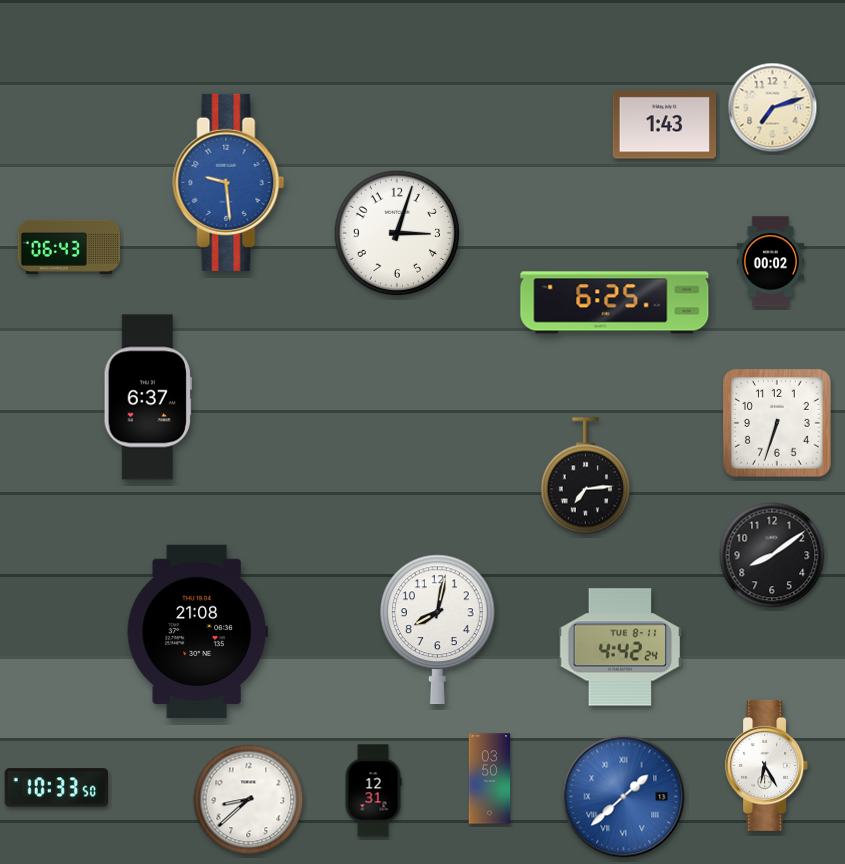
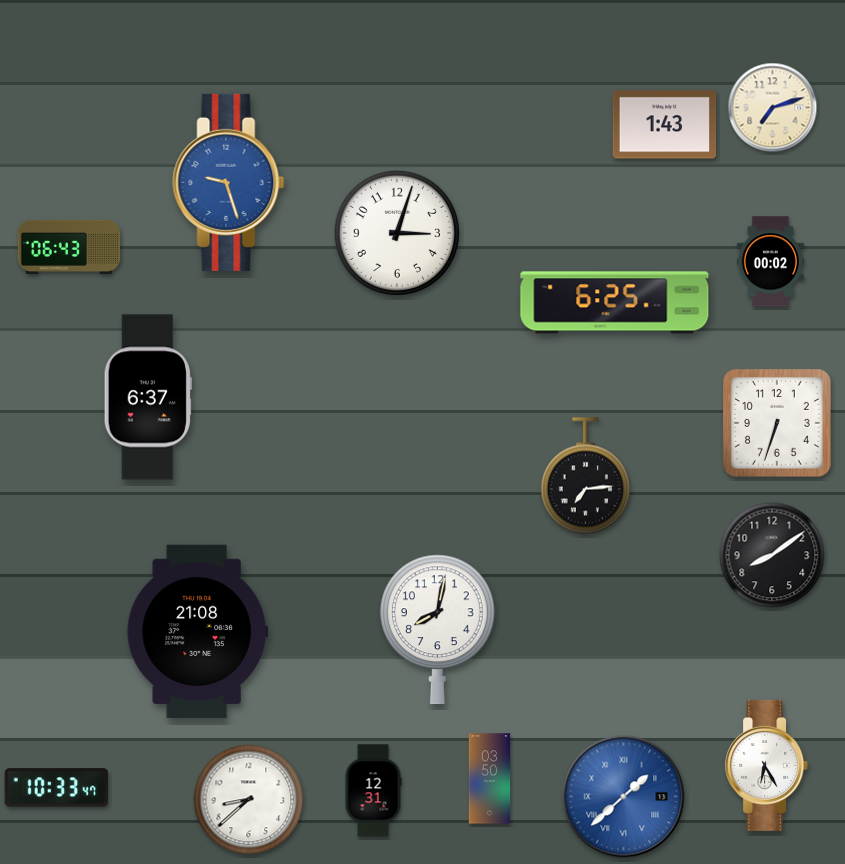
clock at (229, 182): 9:29 -> 9:27
clock at (620, 647): 4:42 -> none
clock at (56, 788): 10:33:50 -> 10:33:47
